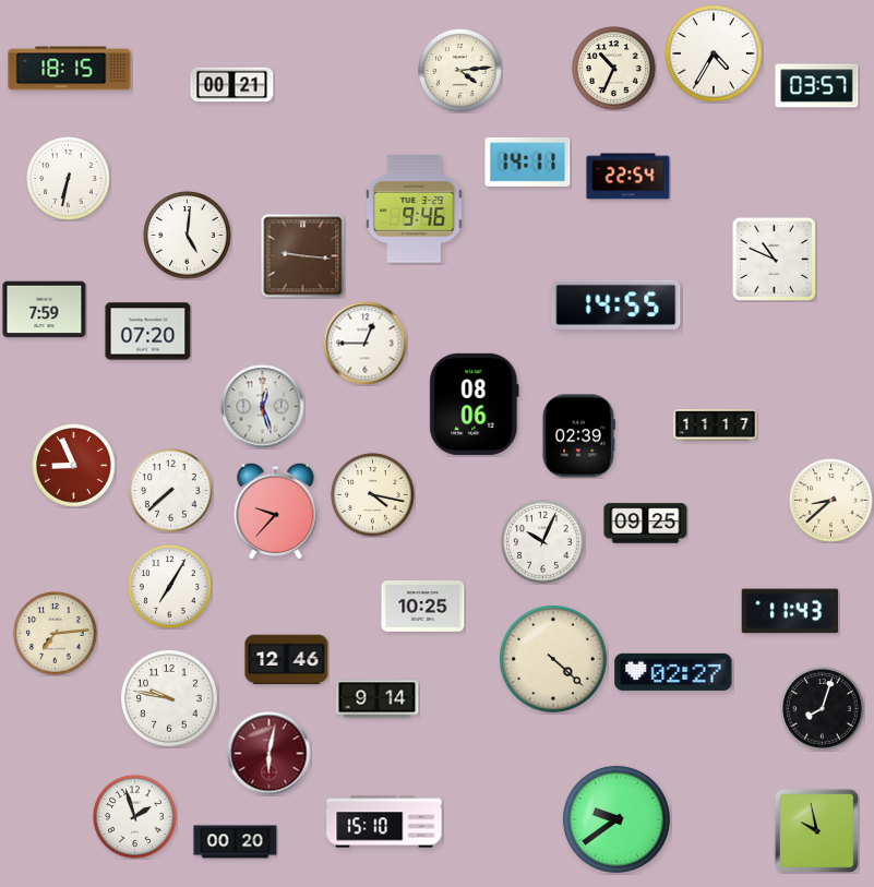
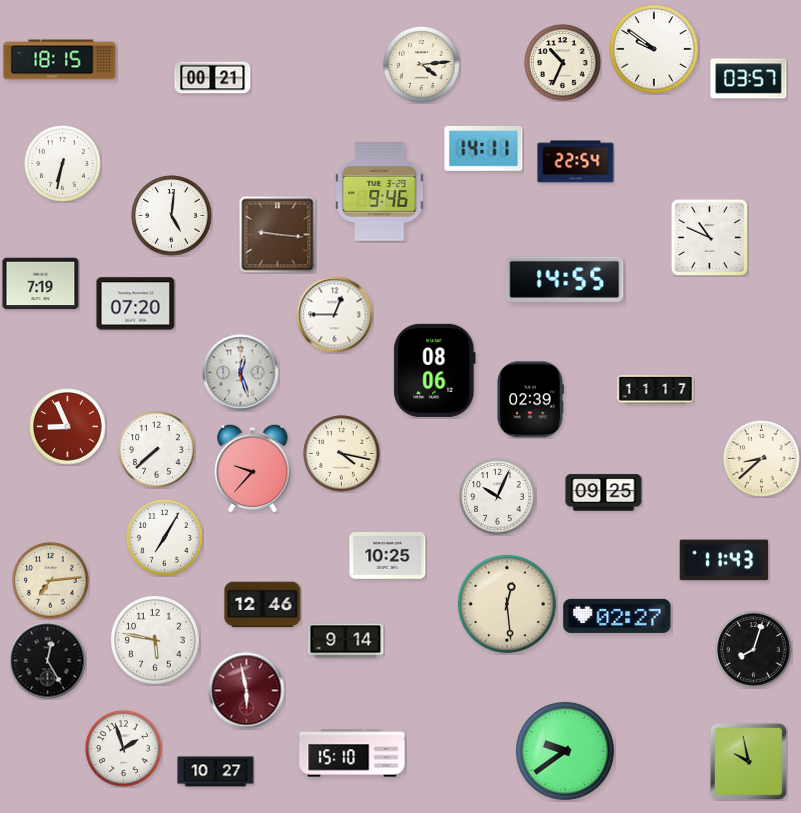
clock at (715, 55): 4:35 -> 9:51
clock at (70, 69) position: (70, 69) -> (60, 60)
clock at (45, 310): 7:59 -> 7:19
clock at (646, 524) position: (646, 524) -> (604, 493)
clock at (170, 587) position: (170, 587) -> (165, 538)
clock at (553, 659): 4:22 -> 12:29
clock at (170, 699): 9:47 -> 5:47
clock at (48, 661): none -> 12:25
clock at (270, 754): 6:02 -> 5:58
clock at (236, 842): 00:20 -> 10:27
